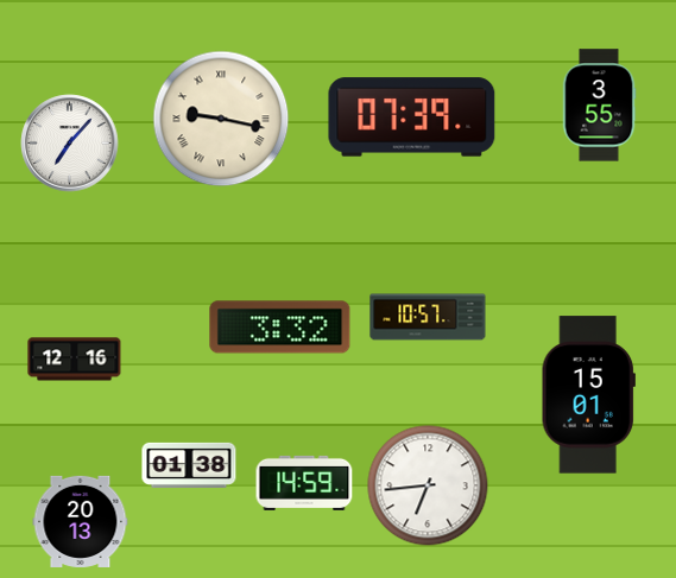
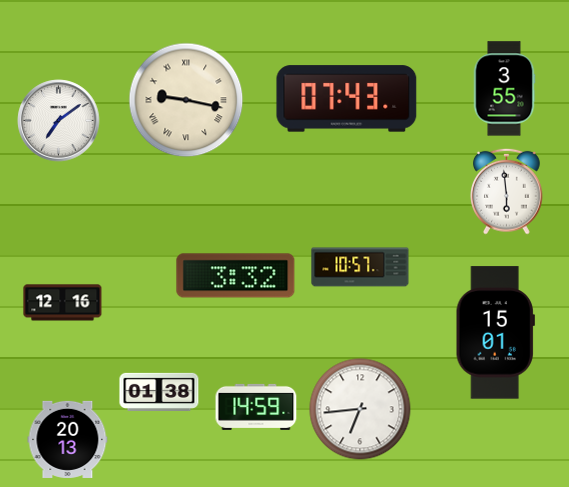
clock at (412, 117): 07:39 -> 07:43
clock at (70, 144): 7:07 -> 7:09
clock at (507, 191): none -> 5:59
